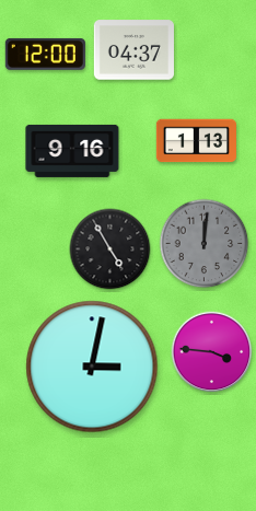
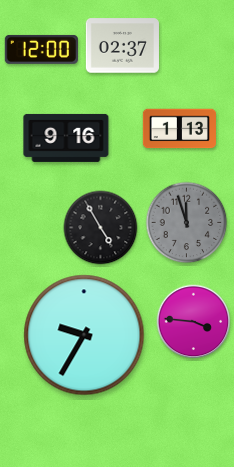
clock at (133, 50): 04:37 -> 02:37
clock at (205, 244): 12:01 -> 11:57
clock at (92, 367): 3:02 -> 9:35
